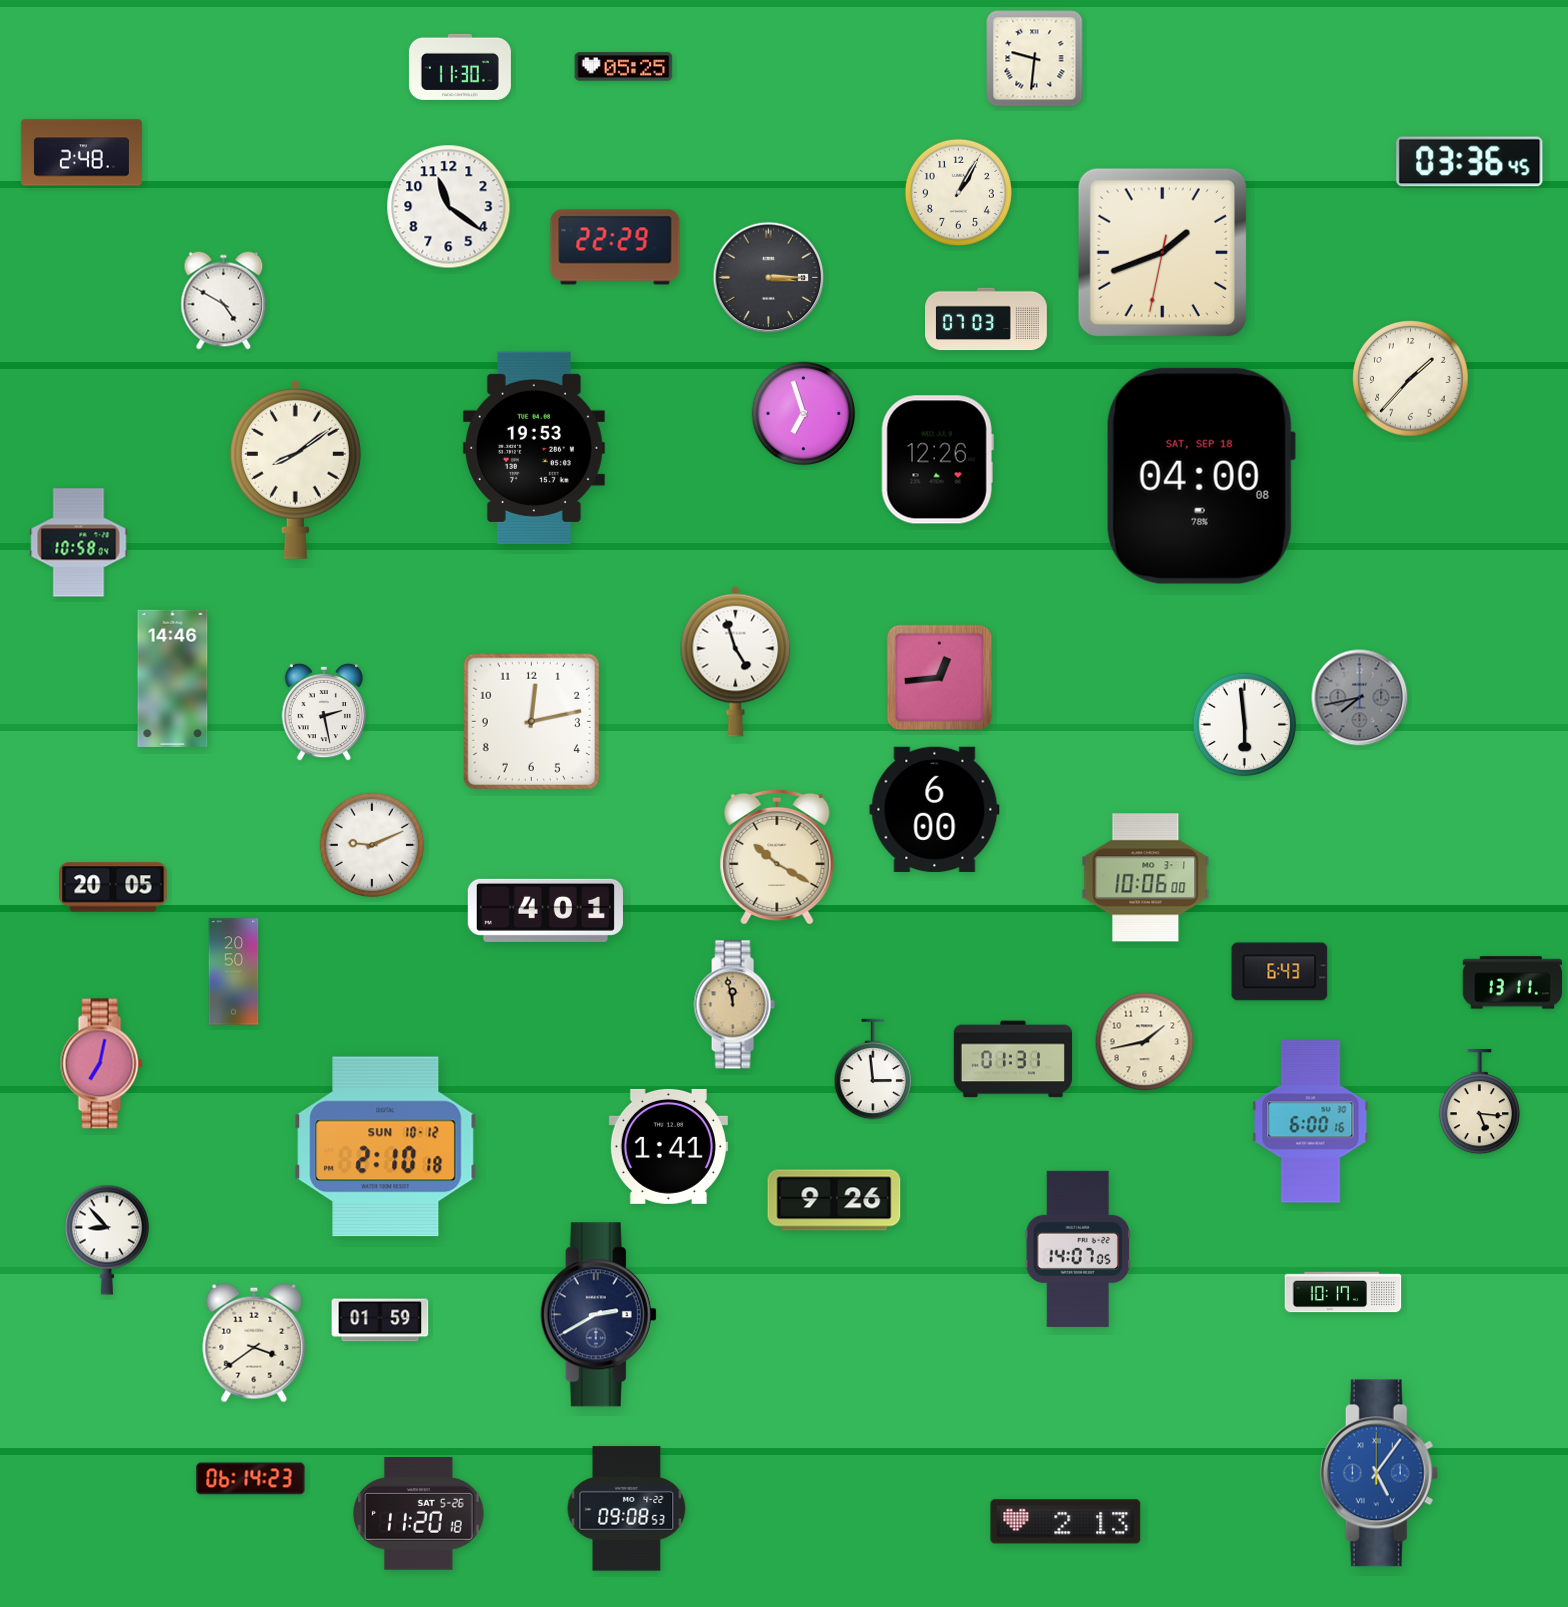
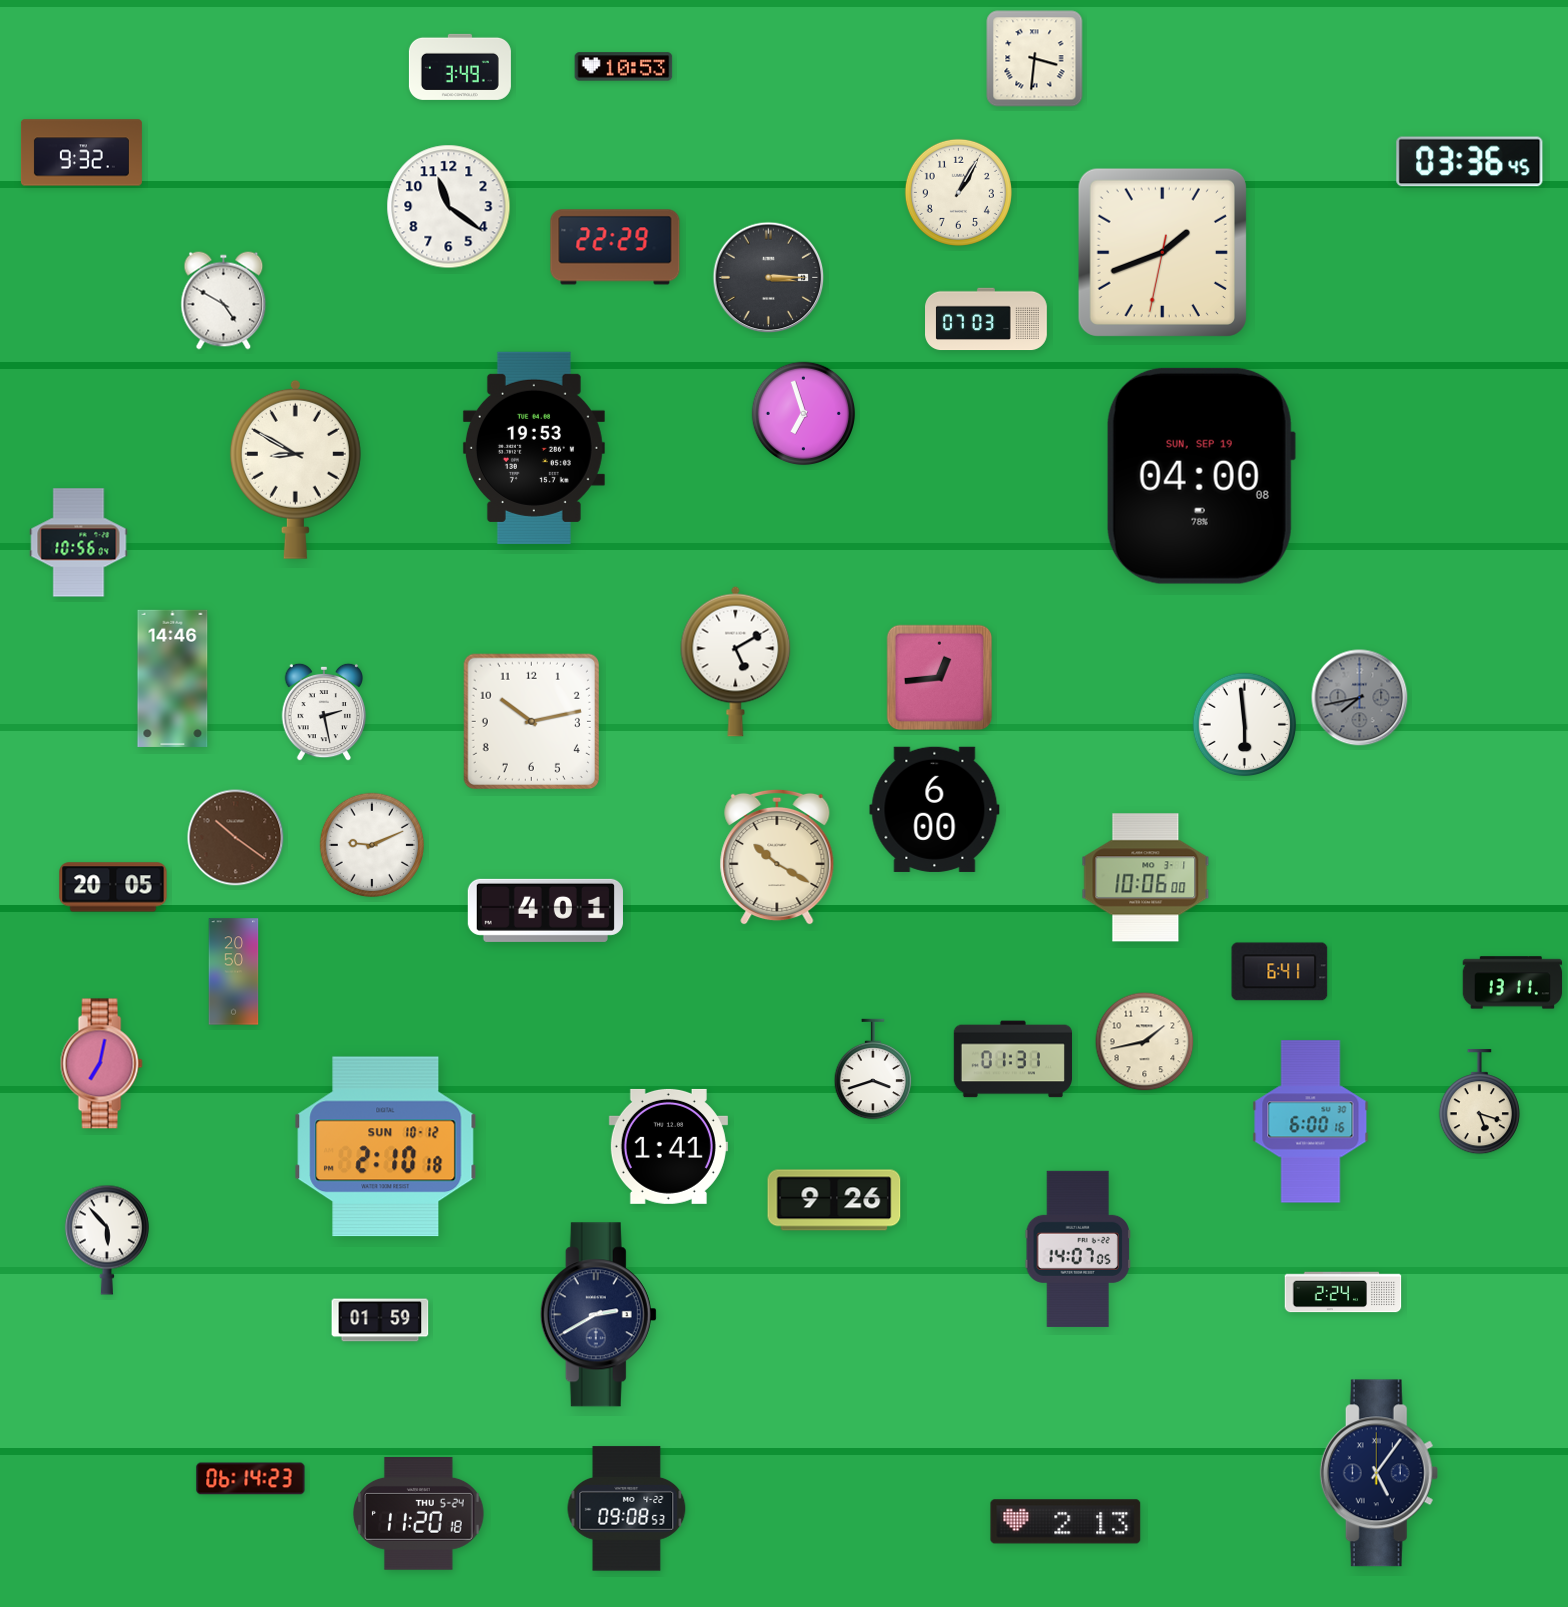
clock at (1035, 59): 9:31 -> 3:31
clock at (460, 67): 11:30 -> 3:49
clock at (624, 67): 05:25 -> 10:53
clock at (81, 153): 2:48 -> 9:32
clock at (1411, 379): 1:37 -> none
clock at (937, 460): 12:26 -> none
clock at (295, 469): 8:09 -> 8:50
clock at (1201, 476) date: SAT, SEP 18 -> SUN, SEP 19
clock at (79, 543): 10:58 -> 10:56
clock at (736, 661): 4:57 -> 5:10
clock at (531, 721): 12:13 -> 10:13
clock at (236, 838): none -> 10:21
clock at (1280, 972): 6:43 -> 6:41
clock at (734, 1005): 11:58 -> none
clock at (873, 1069): 2:59 -> 3:42
clock at (1479, 1102): 5:16 -> 5:18
clock at (107, 1240): 8:53 -> 5:53
clock at (1343, 1292): 10:17 -> 2:24
clock at (254, 1343): 3:39 -> none
clock at (1379, 1473) dial: blue -> navy
clock at (419, 1514) date: SAT 5-26 -> THU 5-24
